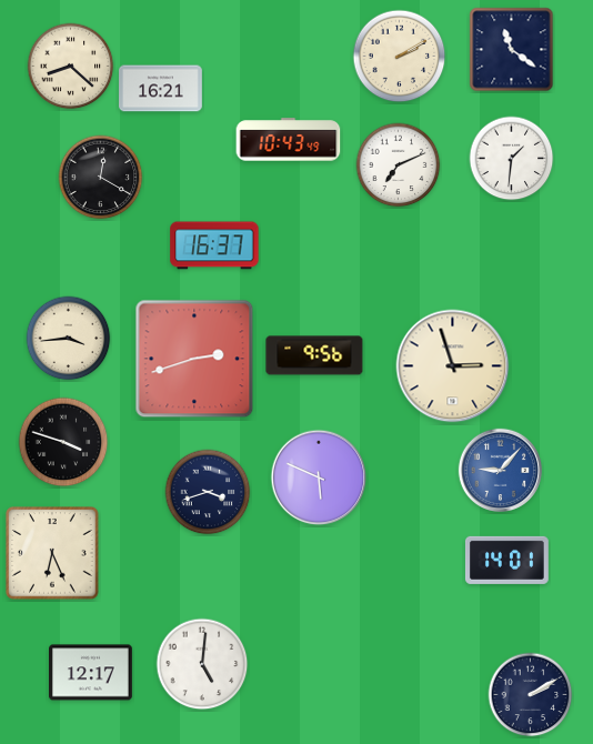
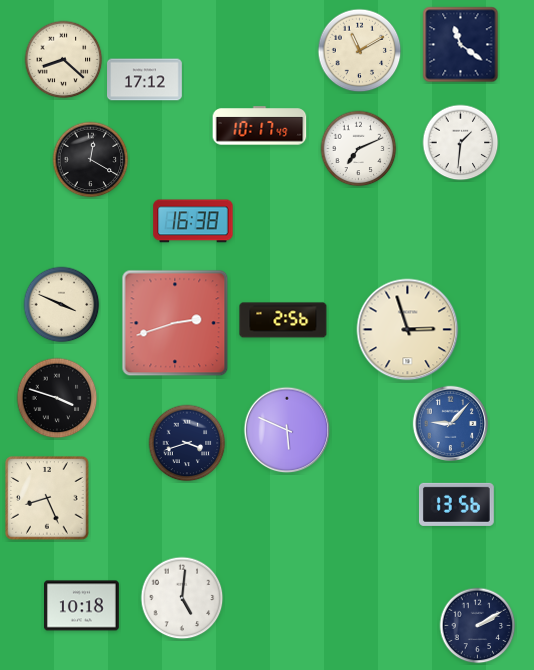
clock at (400, 57): 2:10 -> 11:10
clock at (161, 89): 16:21 -> 17:12
clock at (289, 140): 10:43 -> 10:17
clock at (214, 245): 16:37 -> 16:38
clock at (69, 339): 3:44 -> 3:49
clock at (314, 355): 9:56 -> 2:56
clock at (52, 553): 6:26 -> 8:26
clock at (506, 560): 14:01 -> 13:56
clock at (91, 673): 12:17 -> 10:18
